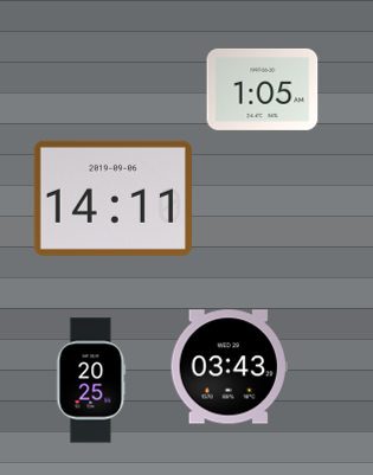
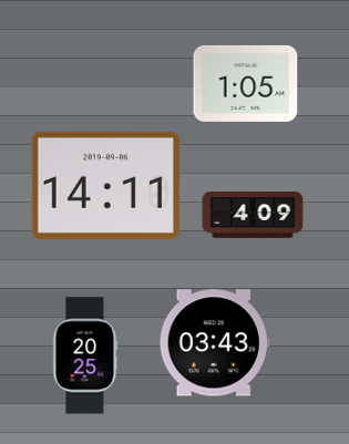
clock at (253, 215): none -> 4:09
